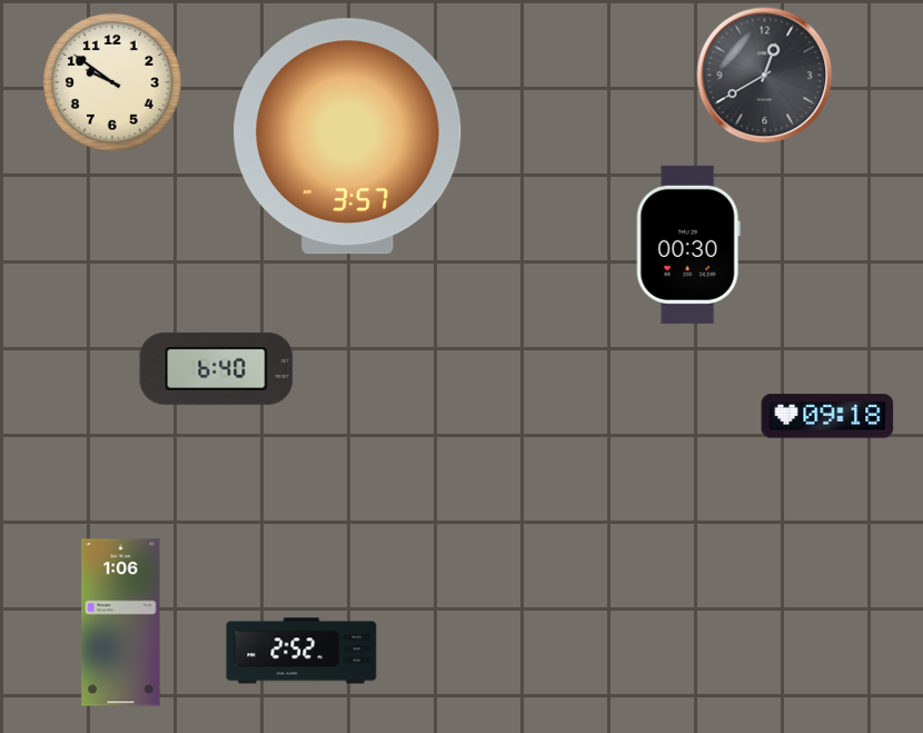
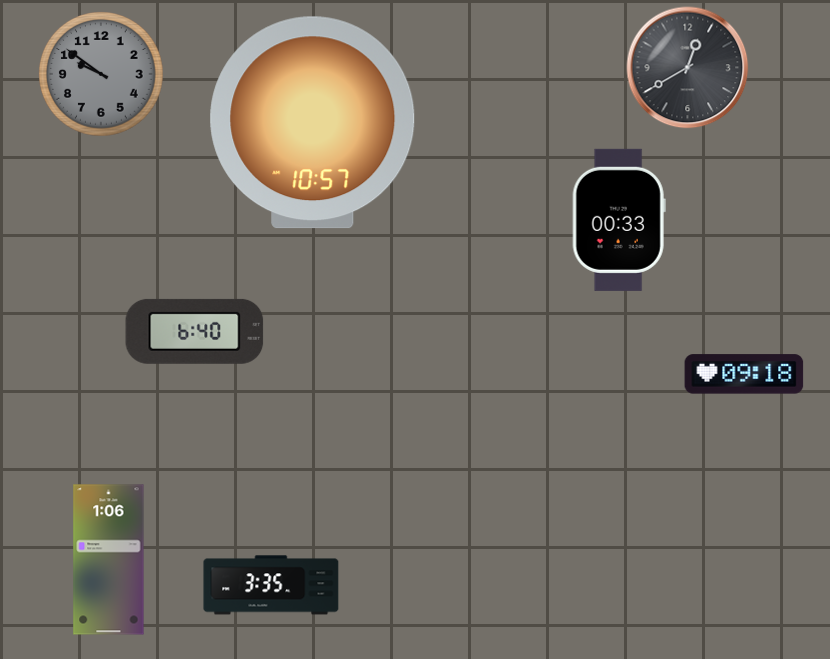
clock at (112, 82) dial: cream -> grey
clock at (348, 137): 3:57 -> 10:57
clock at (688, 245): 00:30 -> 00:33
clock at (301, 651): 2:52 -> 3:35
